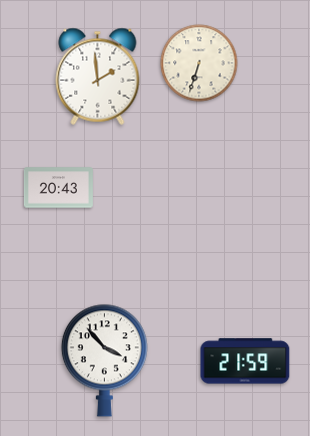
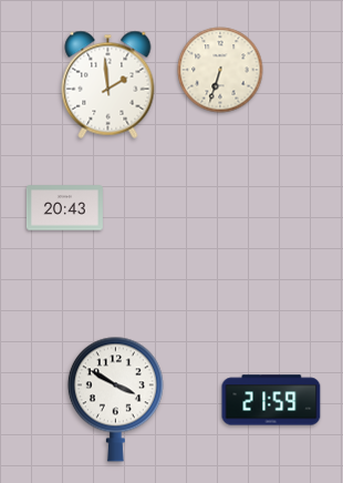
clock at (104, 360): 3:53 -> 3:50
